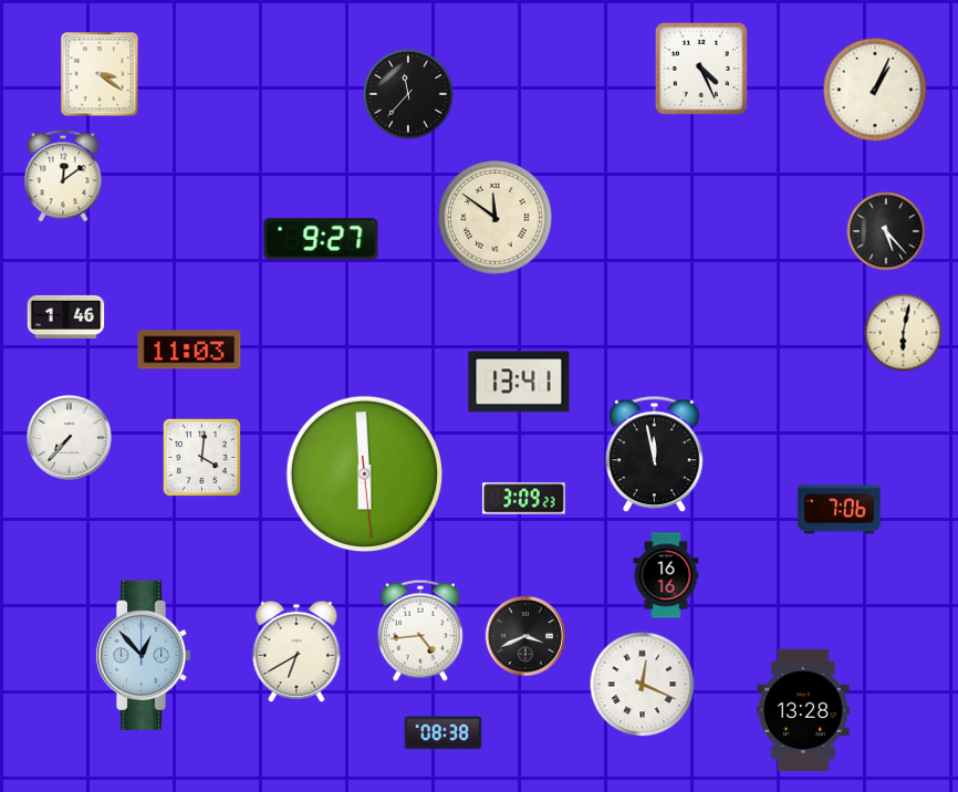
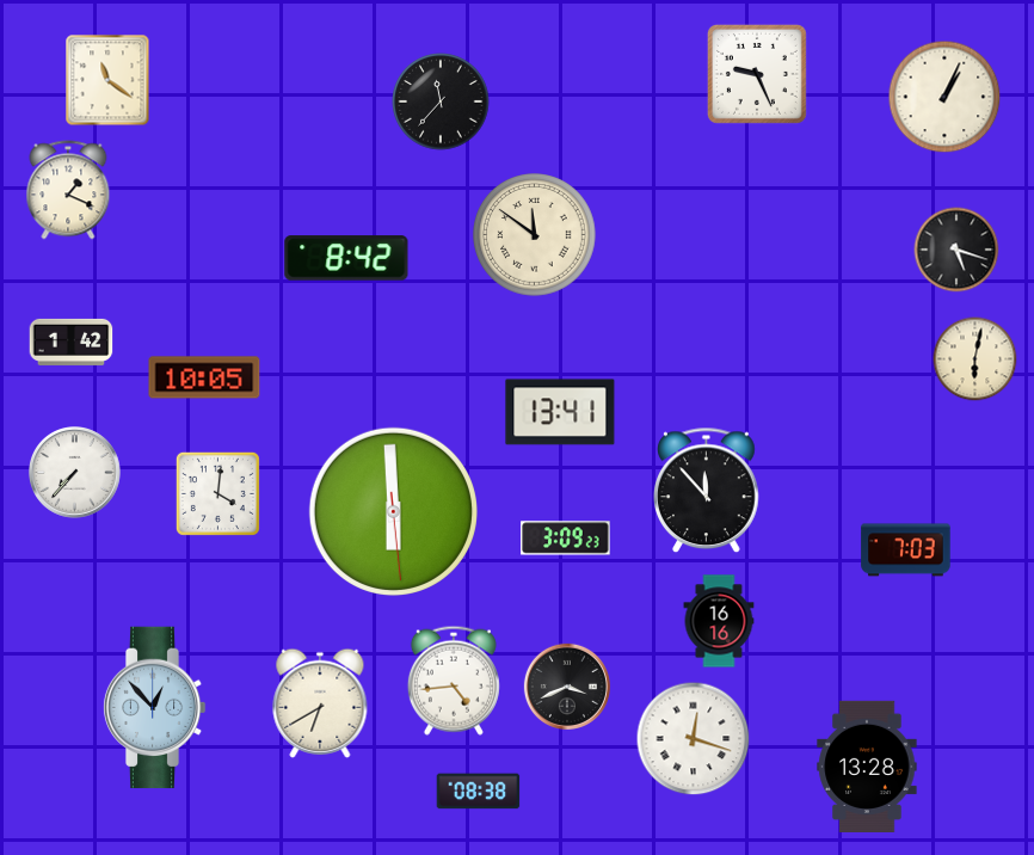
clock at (701, 69): 4:26 -> 9:26
clock at (100, 74): 3:21 -> 11:21
clock at (63, 176): 12:09 -> 1:19
clock at (886, 231): 5:23 -> 5:18
clock at (321, 239): 9:27 -> 8:42
clock at (66, 316): 1:46 -> 1:42
clock at (189, 350): 11:03 -> 10:05
clock at (655, 455): 11:58 -> 11:53
clock at (840, 510): 7:06 -> 7:03
clock at (643, 685): 12:19 -> 12:18
